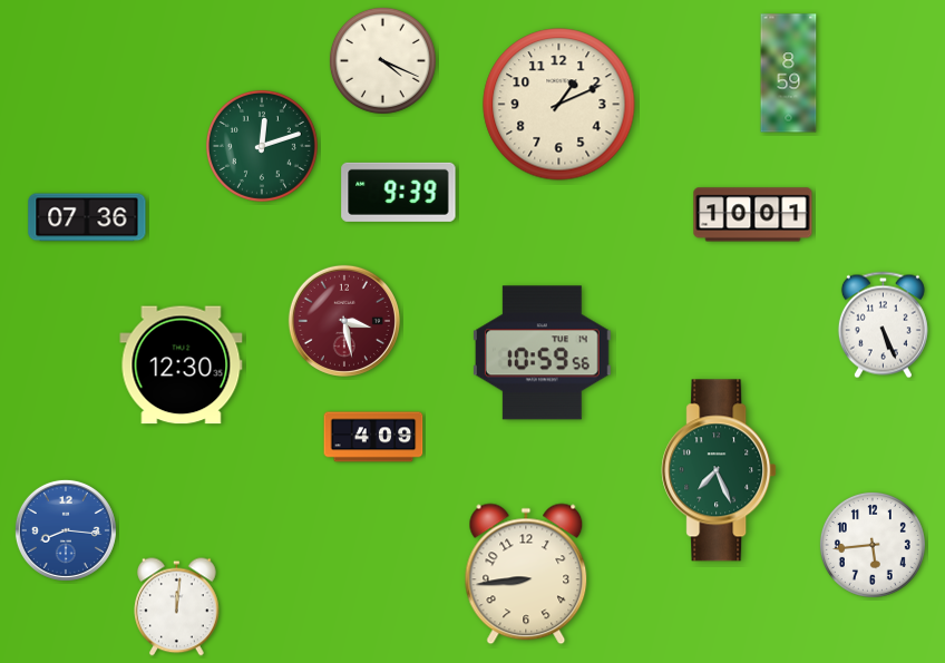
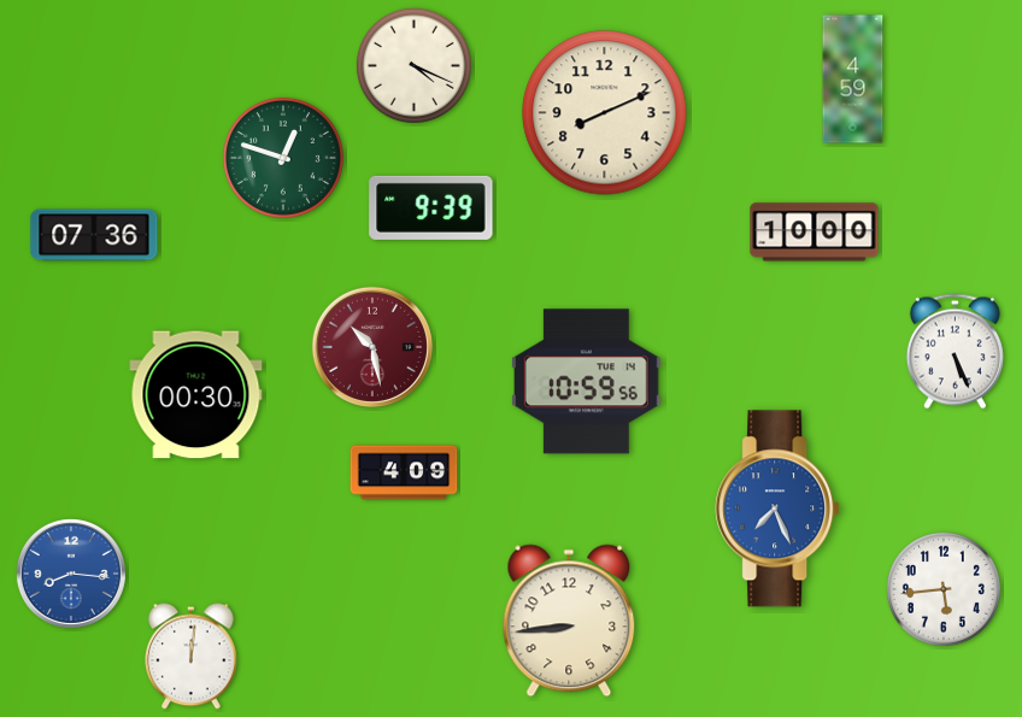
clock at (789, 74): 8:59 -> 4:59
clock at (559, 105): 1:11 -> 8:11
clock at (262, 146): 12:12 -> 12:48
clock at (753, 215): 10:01 -> 10:00
clock at (344, 321): 3:28 -> 10:28
clock at (182, 365): 12:30 -> 00:30
clock at (719, 470) dial: green -> blue
